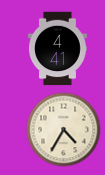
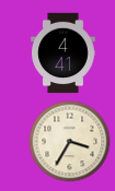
clock at (64, 130): 4:35 -> 3:35
